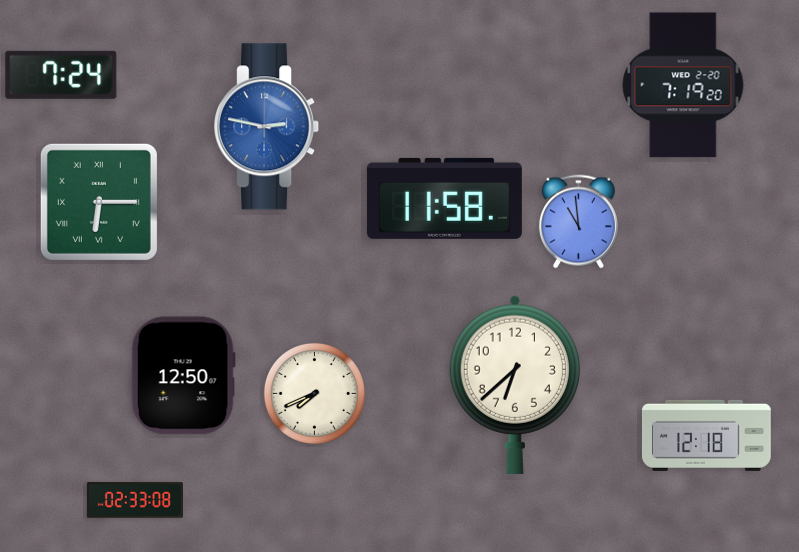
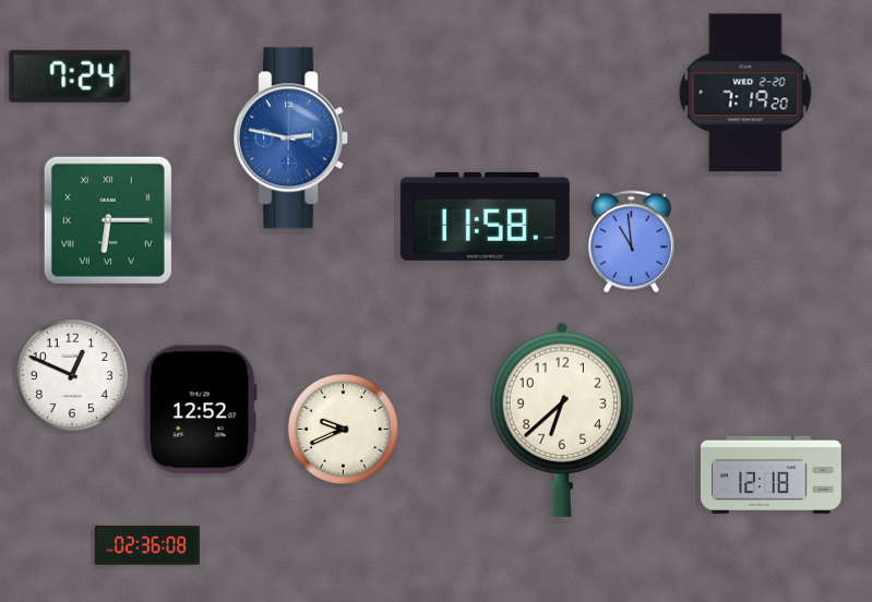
clock at (61, 75) position: (61, 75) -> (70, 76)
clock at (72, 375): none -> 12:49
clock at (183, 376): 12:50 -> 12:52
clock at (314, 393): 7:41 -> 9:41
clock at (135, 500): 02:33 -> 02:36
